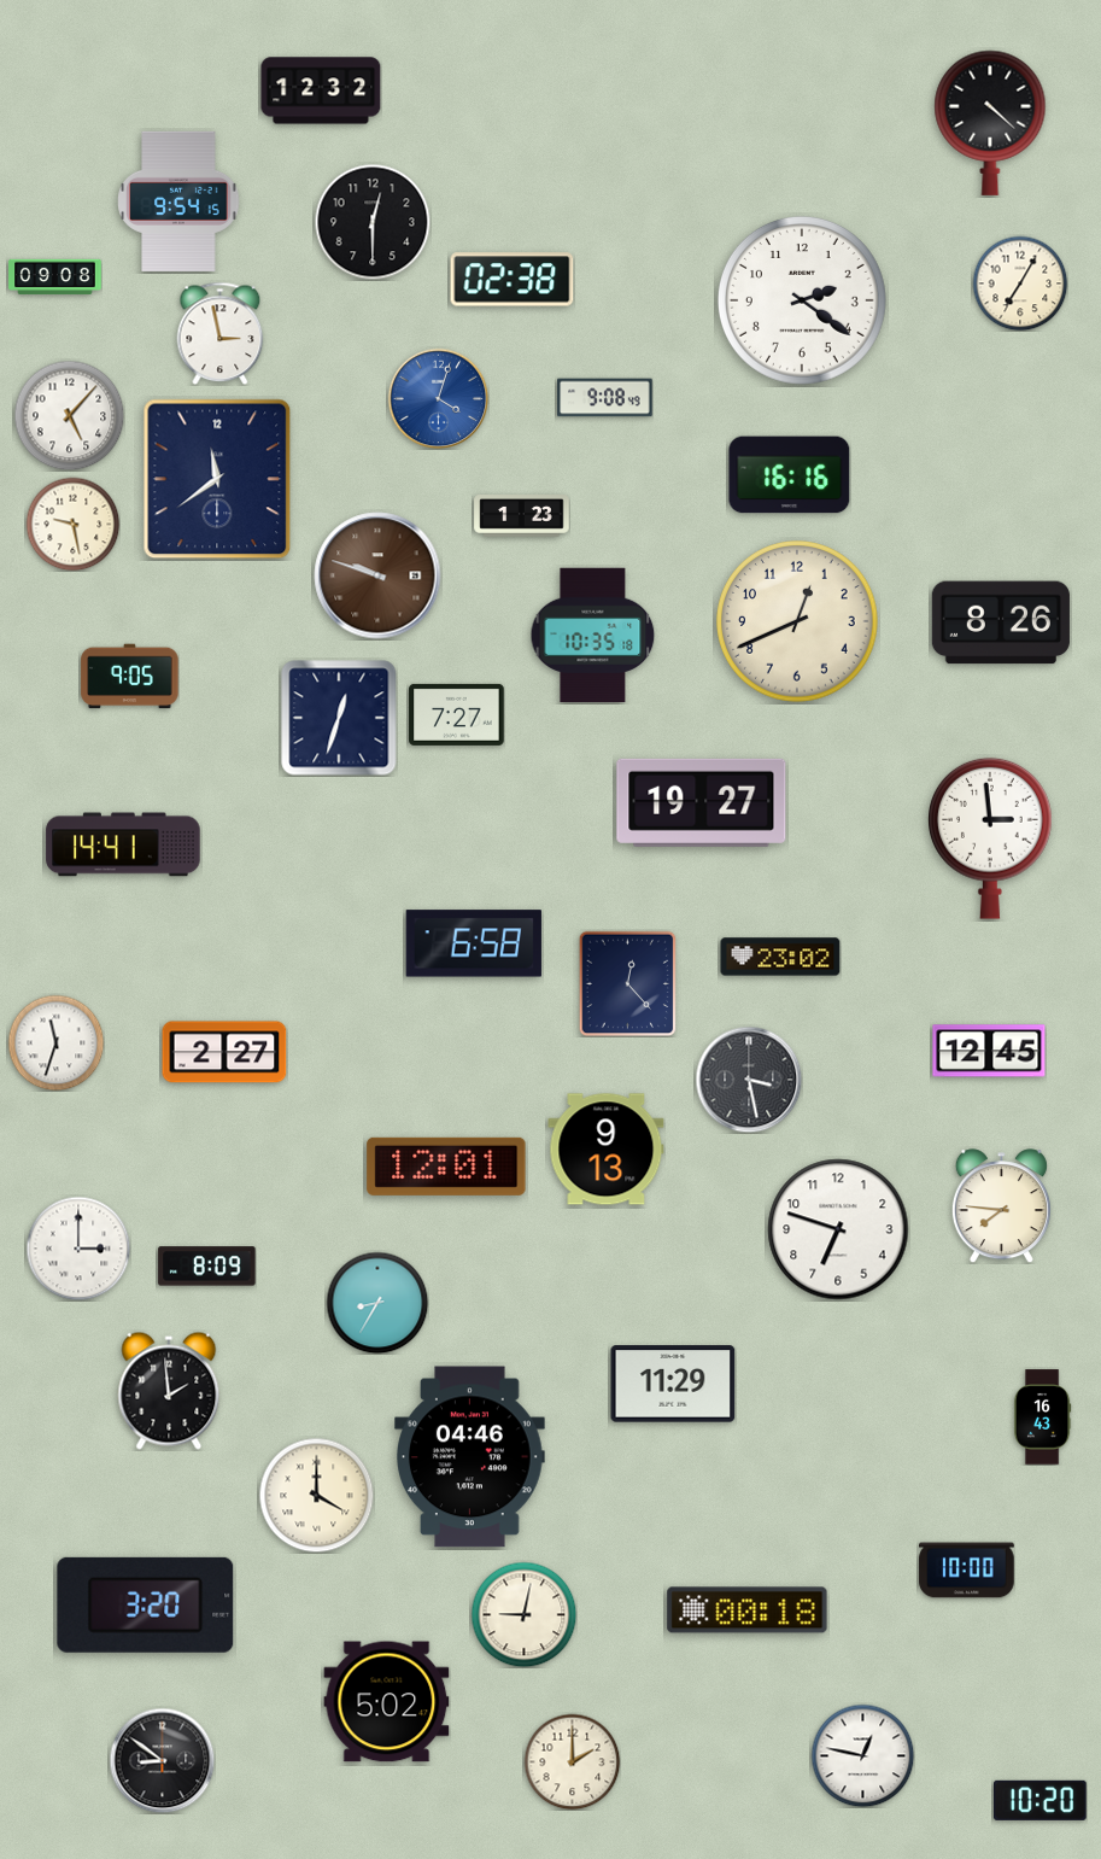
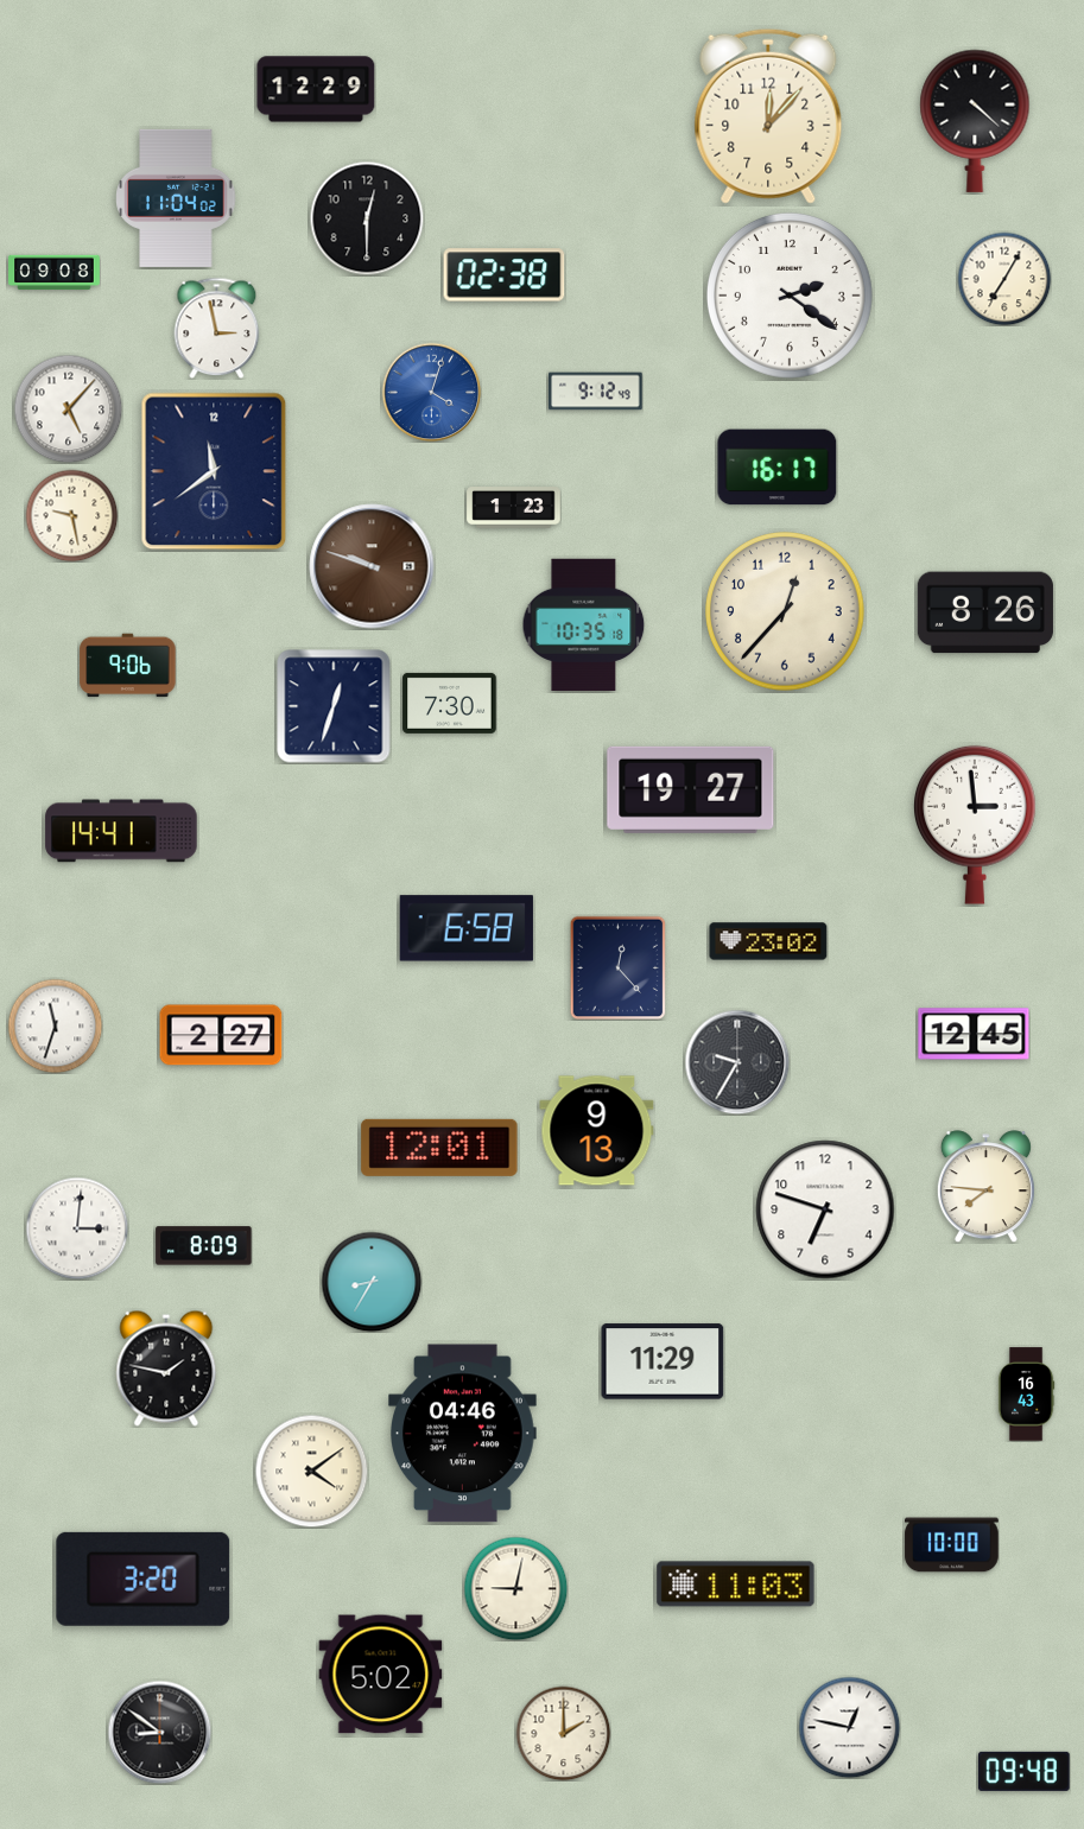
clock at (321, 90): 12:32 -> 12:29
clock at (768, 116): none -> 12:07
clock at (178, 201): 9:54 -> 11:04
clock at (605, 398): 9:08 -> 9:12
clock at (790, 475): 16:16 -> 16:17
clock at (797, 621): 12:41 -> 12:37
clock at (130, 677): 9:05 -> 9:06
clock at (457, 714): 7:27 -> 7:30
clock at (749, 1080): 3:28 -> 9:35
clock at (78, 1249): 3:00 -> 3:01
clock at (169, 1391): 1:59 -> 1:47
clock at (316, 1495): 4:00 -> 4:09
clock at (748, 1610): 00:18 -> 11:03
clock at (1039, 1800): 10:20 -> 09:48
